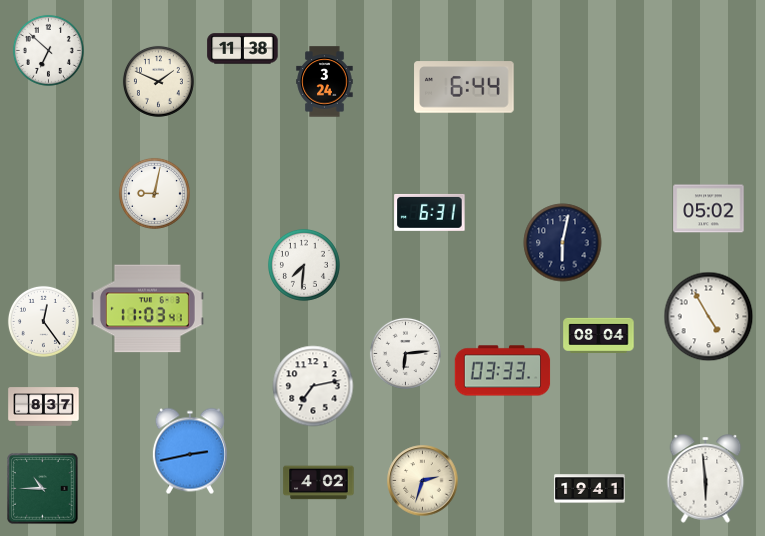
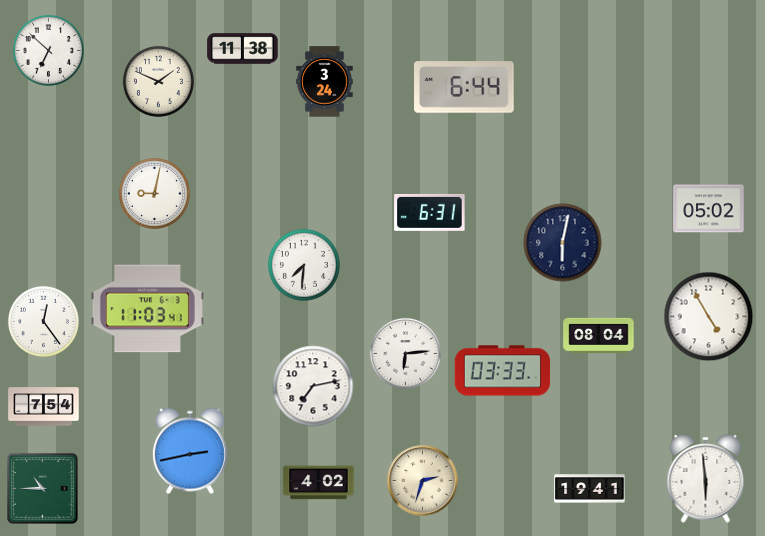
clock at (44, 407): 8:37 -> 7:54
